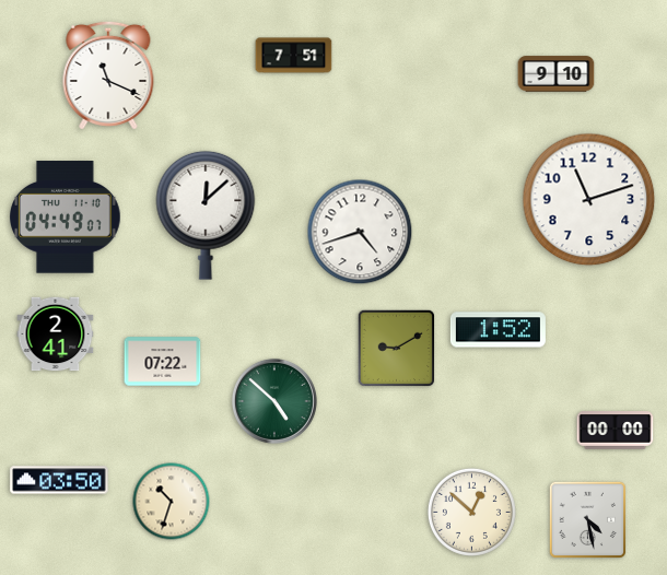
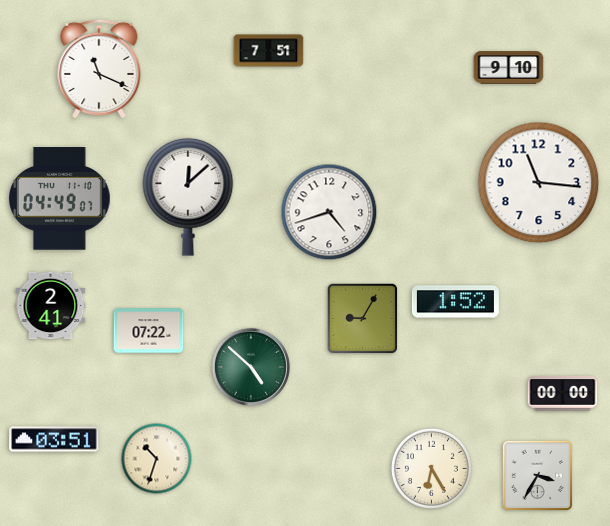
clock at (589, 200): 11:12 -> 11:16
clock at (396, 348): 9:10 -> 9:05
clock at (59, 480): 03:50 -> 03:51
clock at (471, 512): 12:52 -> 6:25
clock at (587, 519): 4:28 -> 3:35
